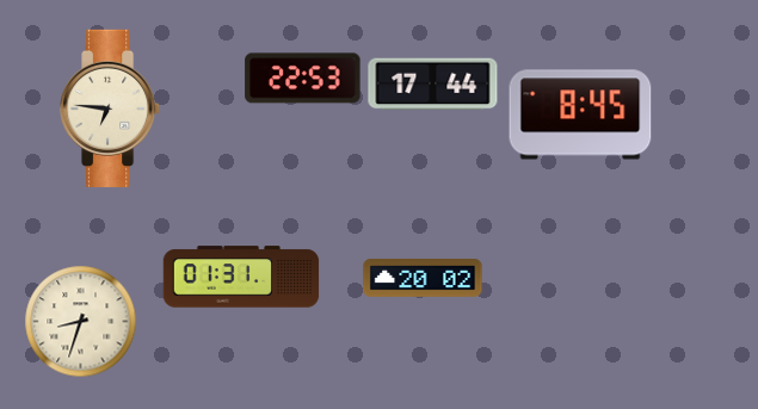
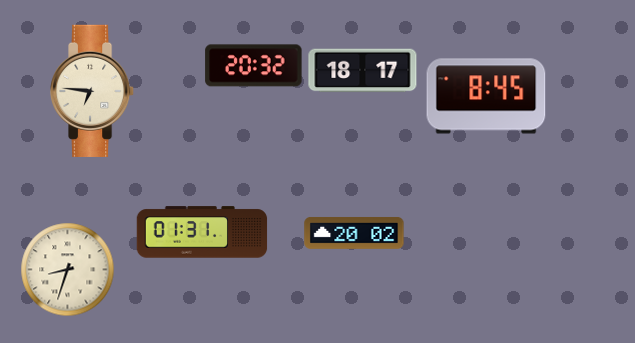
clock at (303, 79): 22:53 -> 20:32
clock at (433, 85): 17:44 -> 18:17
